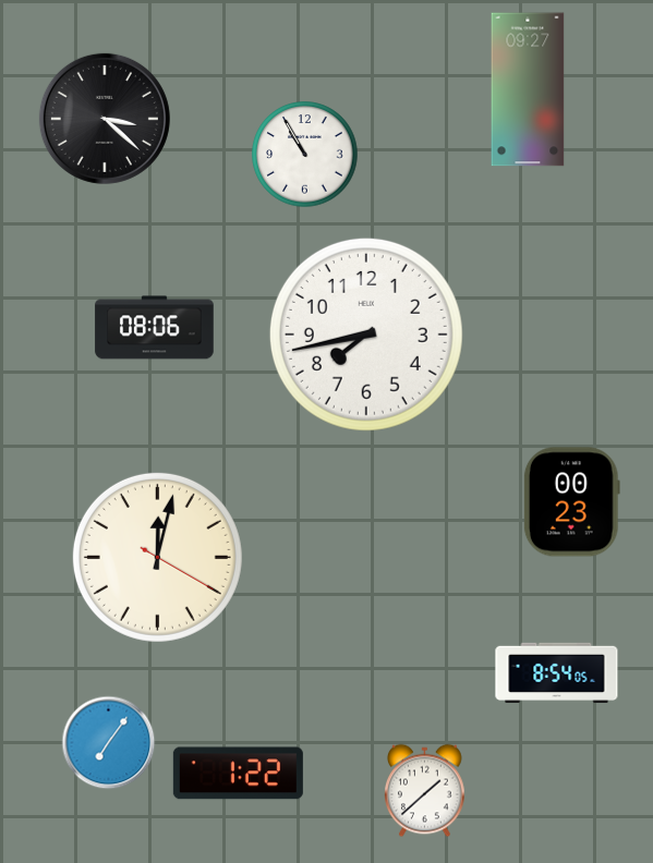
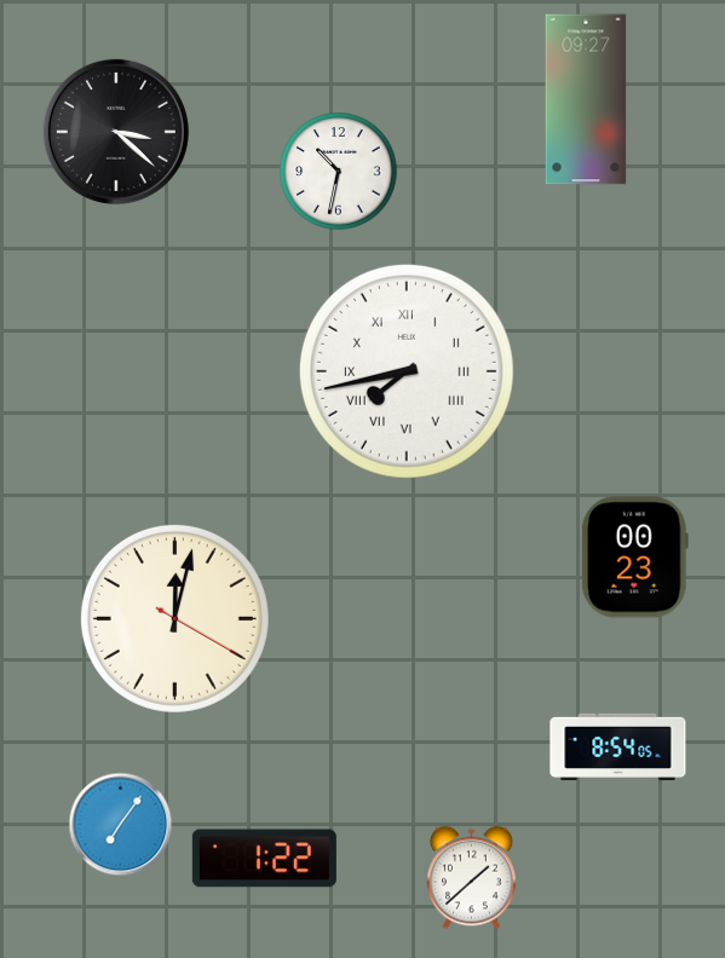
clock at (305, 155): 10:55 -> 10:32
clock at (155, 328): 08:06 -> none
clock at (366, 335) numerals: Arabic -> Roman
